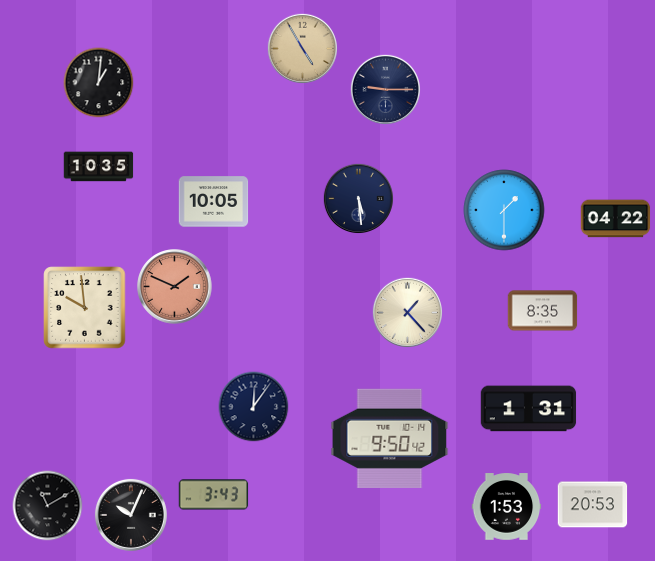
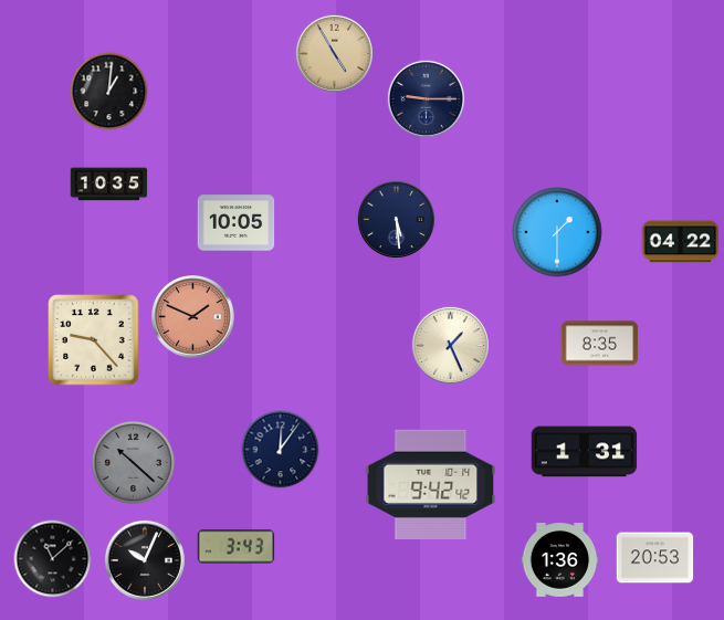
clock at (85, 308): 9:59 -> 9:23
clock at (407, 312): 1:23 -> 1:26
clock at (133, 462): none -> 10:22
clock at (390, 438): 9:50 -> 9:42
clock at (48, 506): 11:10 -> 11:08
clock at (507, 507): 1:53 -> 1:36
clock at (131, 515) position: (131, 515) -> (145, 560)
